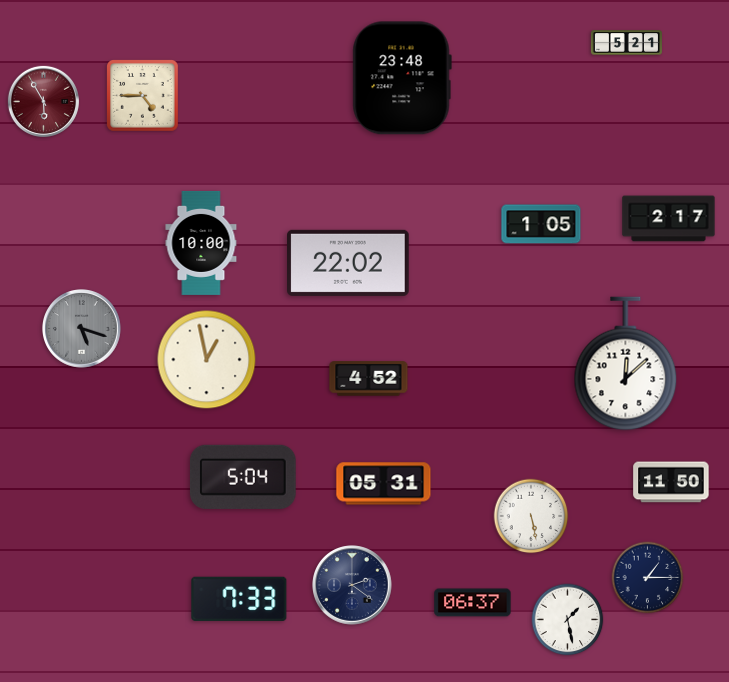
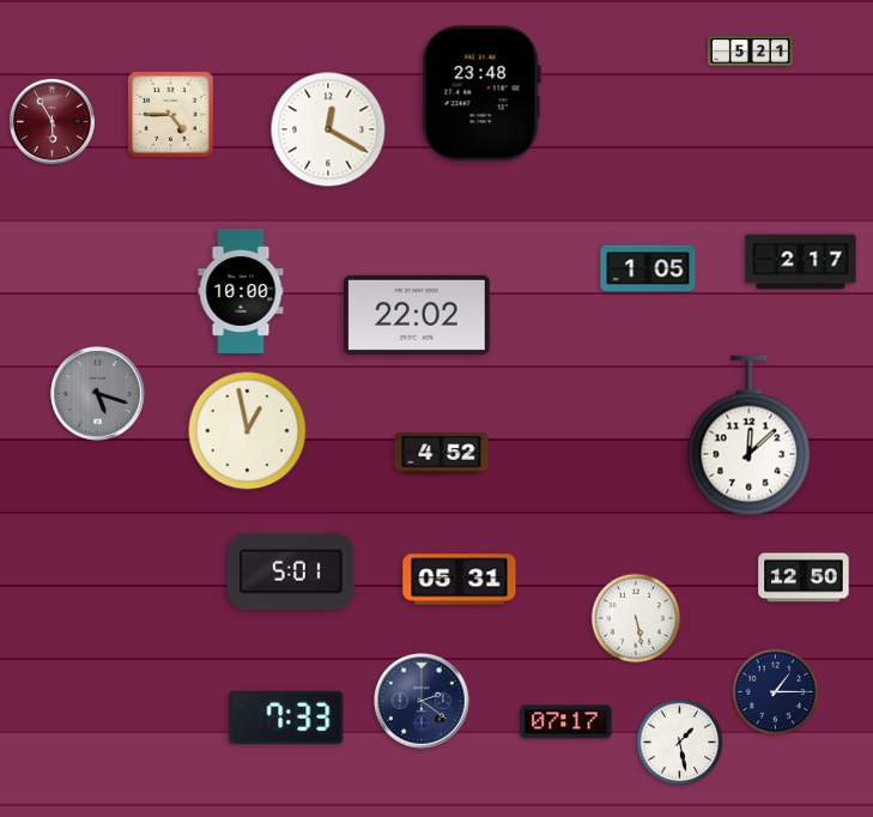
clock at (328, 129): none -> 12:20
clock at (243, 477): 5:04 -> 5:01
clock at (671, 482): 11:50 -> 12:50
clock at (473, 603): 06:37 -> 07:17
